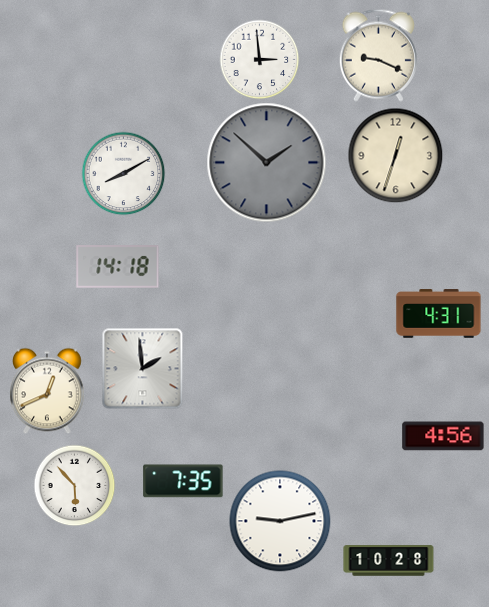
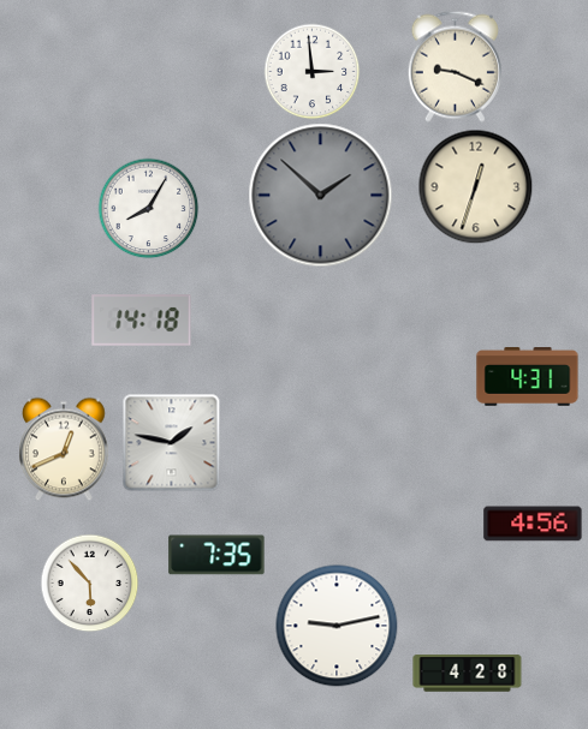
clock at (123, 173): 8:10 -> 8:05
clock at (142, 368): 1:59 -> 1:47
clock at (47, 391) position: (47, 391) -> (64, 449)
clock at (183, 481) position: (183, 481) -> (216, 555)
clock at (389, 561): 10:28 -> 4:28
